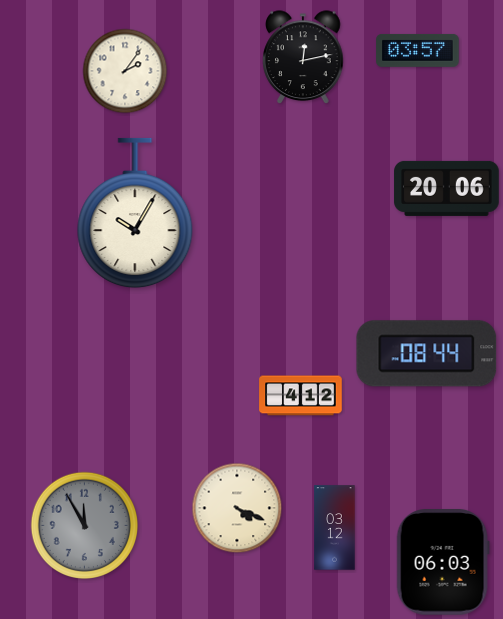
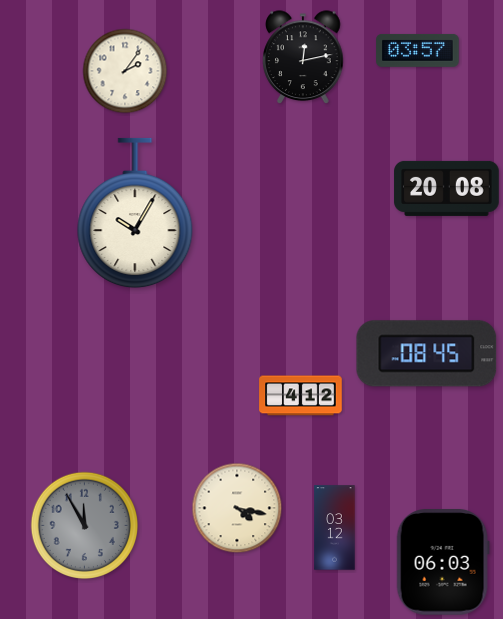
clock at (447, 188): 20:06 -> 20:08
clock at (427, 354): 08:44 -> 08:45
clock at (237, 508): 4:19 -> 4:17
